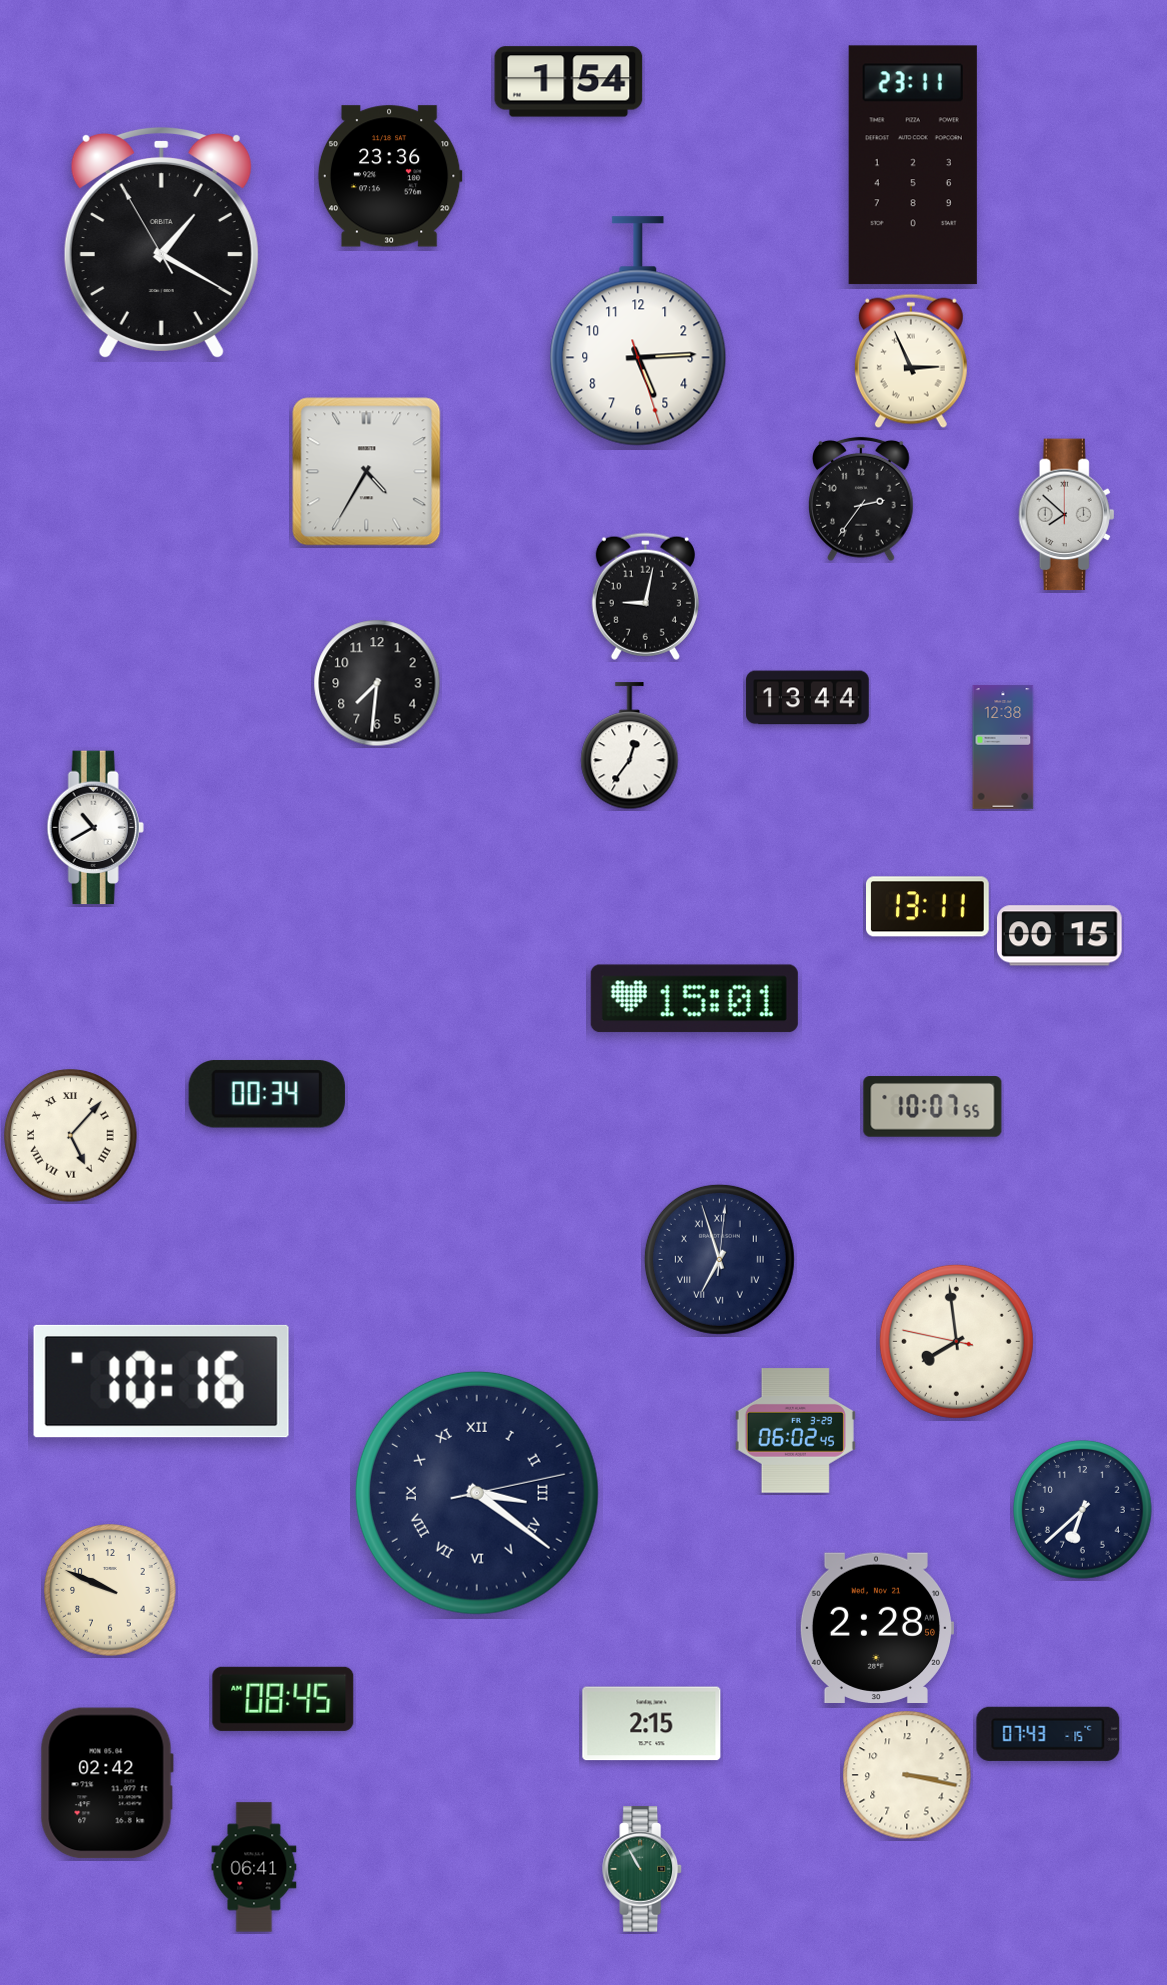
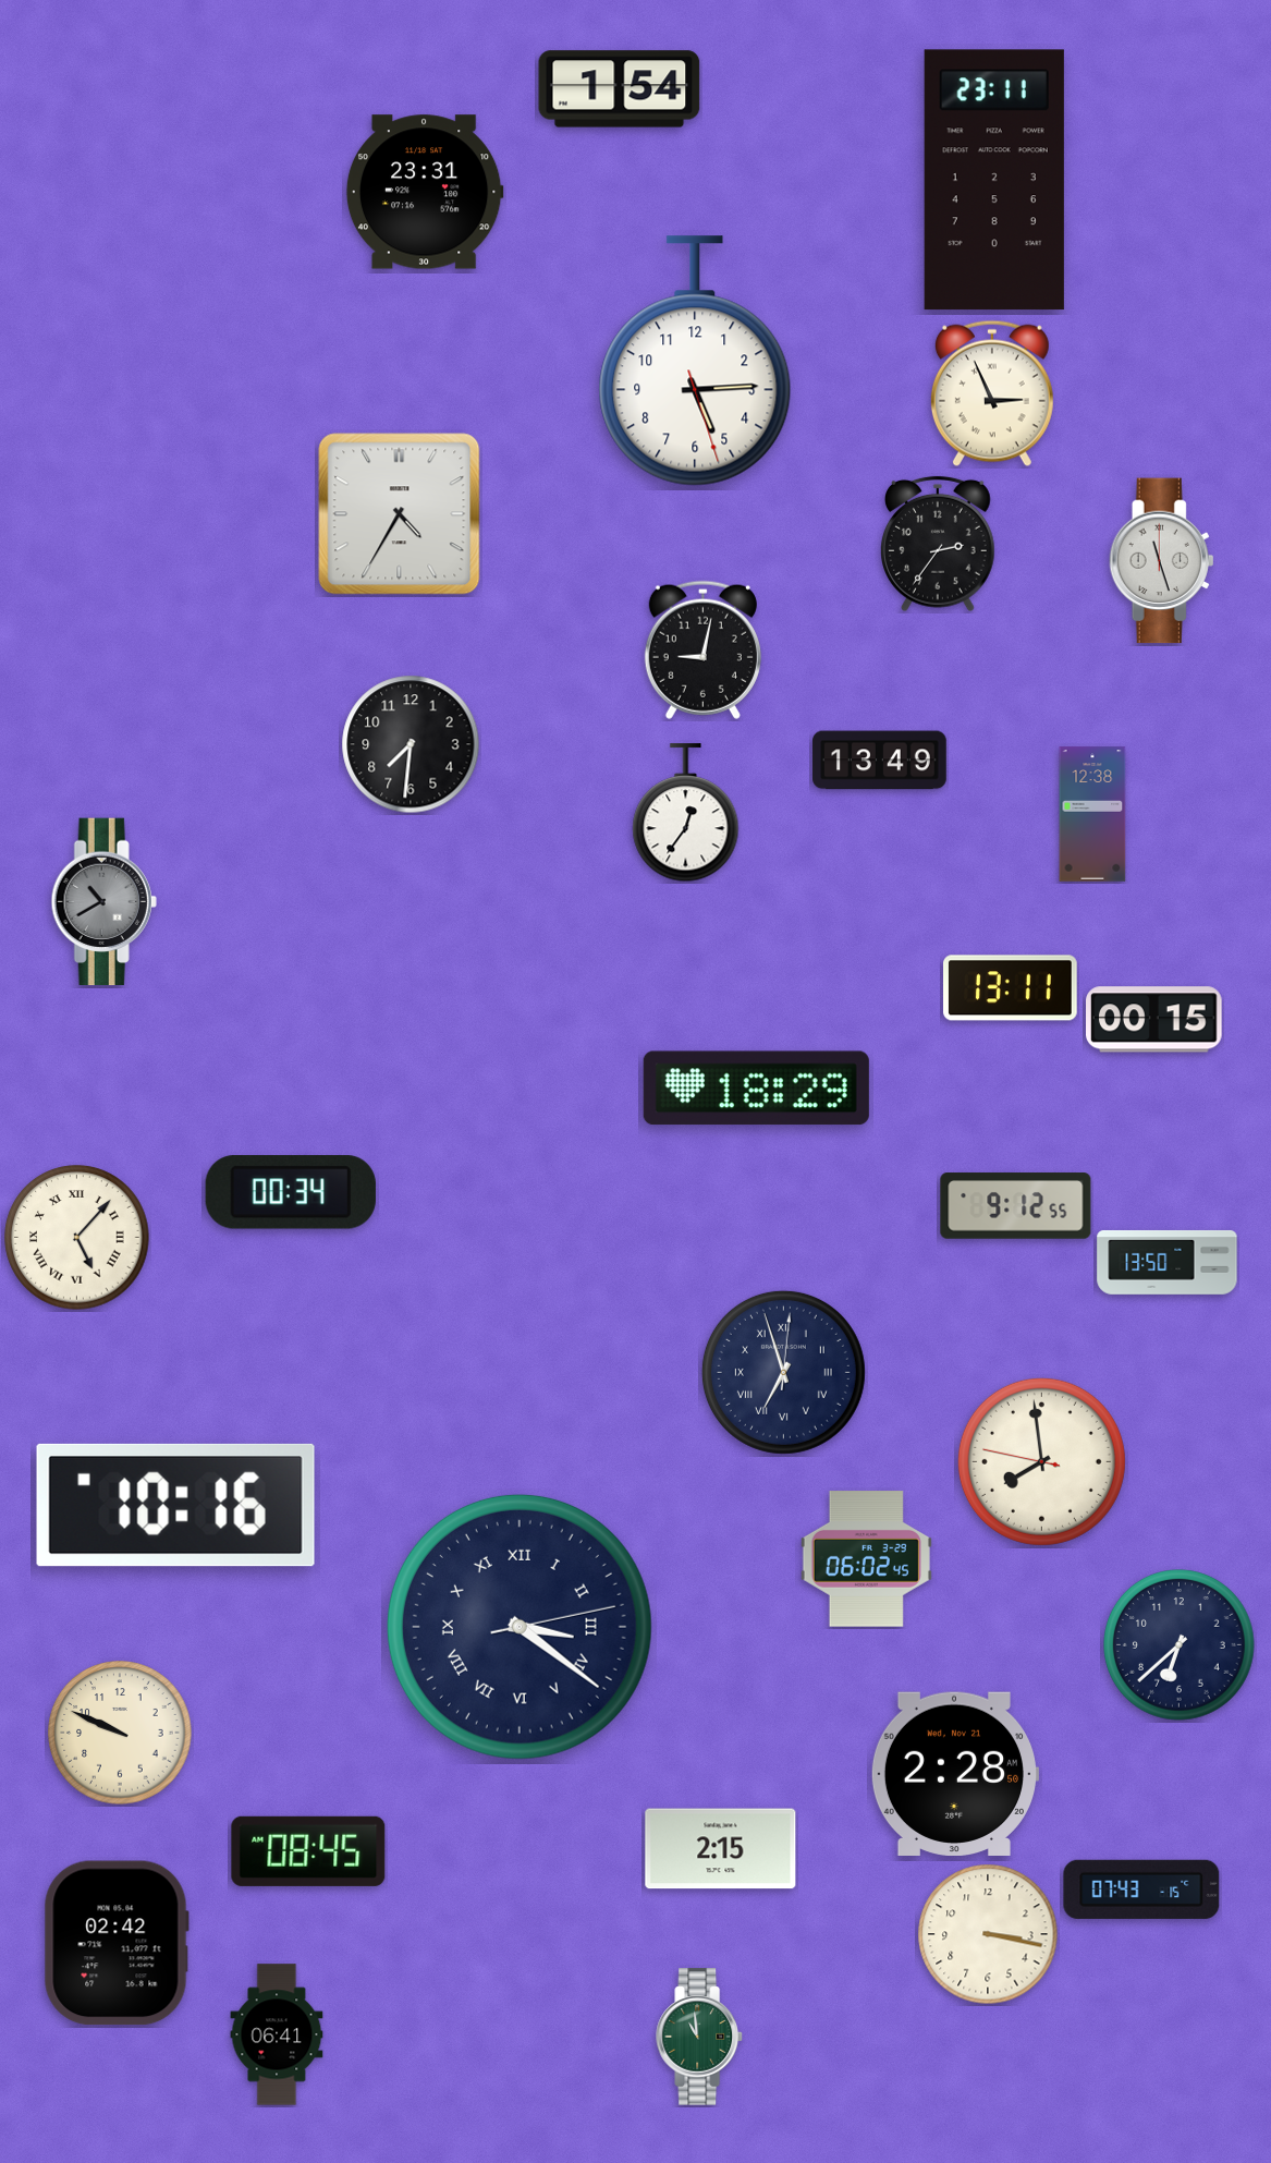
clock at (390, 176): 23:36 -> 23:31
clock at (161, 242): 1:19 -> none
clock at (1067, 515): 7:52 -> 11:27
clock at (808, 698): 13:44 -> 13:49
clock at (95, 828) dial: white -> grey
clock at (694, 999): 15:01 -> 18:29
clock at (933, 1107): 10:07 -> 9:12
clock at (1168, 1262): none -> 13:50
clock at (652, 1724) position: (652, 1724) -> (721, 1849)
clock at (643, 1869): 10:55 -> 10:59
